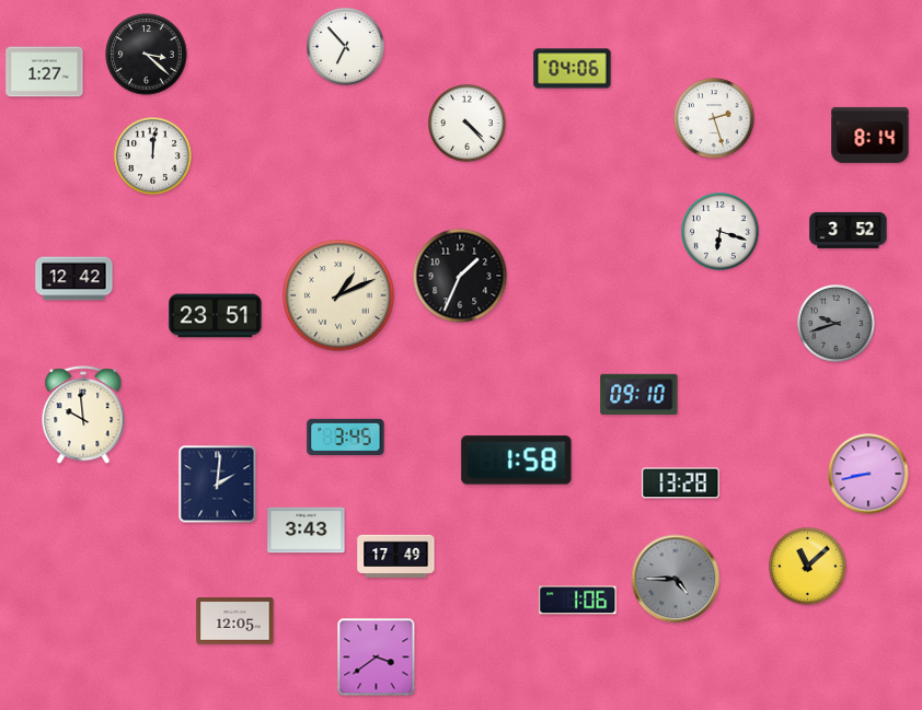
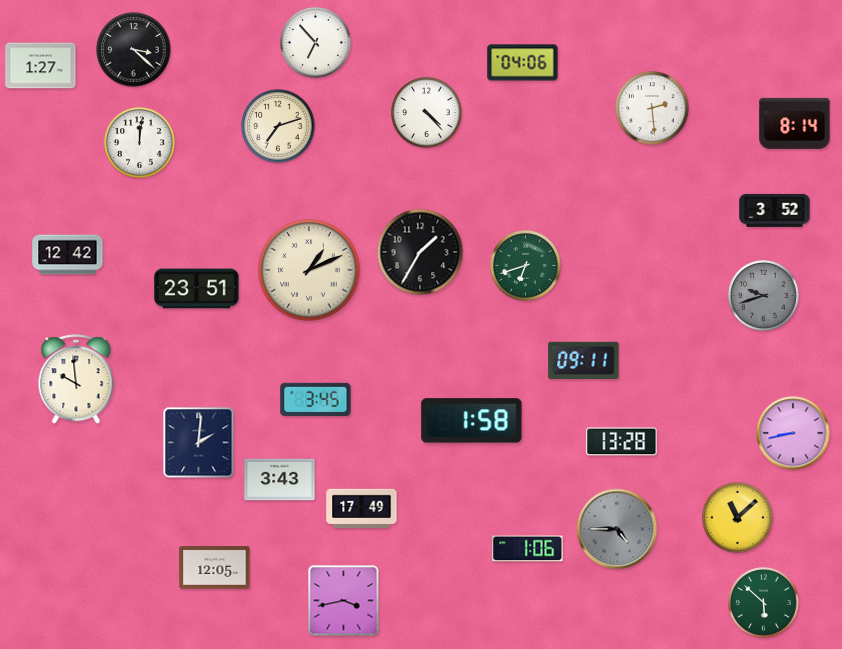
clock at (714, 118): 2:27 -> 2:29
clock at (278, 126): none -> 7:12
clock at (721, 232): 6:18 -> none
clock at (460, 276): 1:34 -> 1:35
clock at (526, 266): none -> 6:42
clock at (639, 394): 09:10 -> 09:11
clock at (307, 531) position: (307, 531) -> (280, 480)
clock at (377, 657): 3:39 -> 3:43
clock at (764, 603): none -> 5:52
